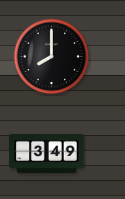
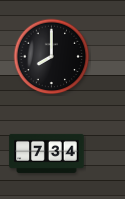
clock at (47, 153): 3:49 -> 7:34
